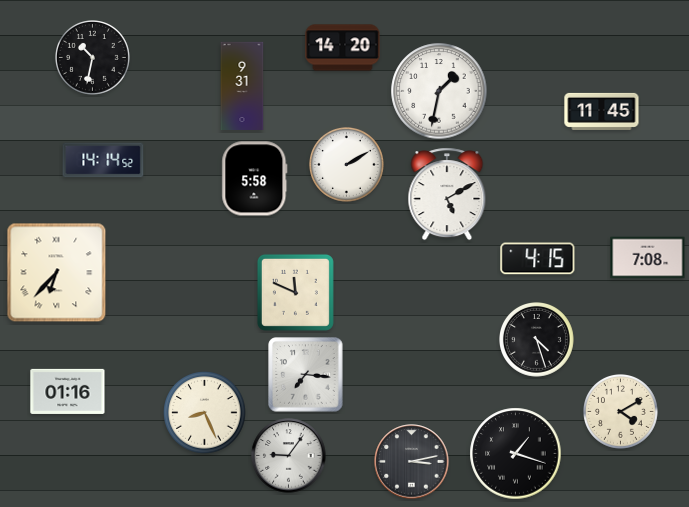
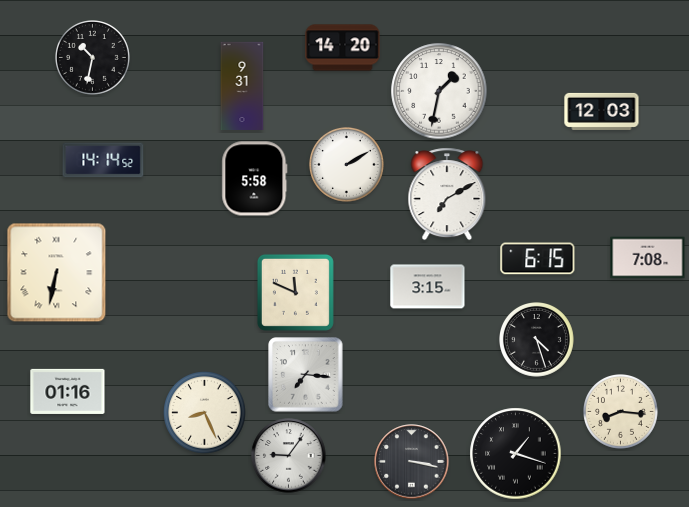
clock at (602, 111): 11:45 -> 12:03
clock at (447, 194): 5:10 -> 7:10
clock at (538, 259): 4:15 -> 6:15
clock at (57, 273): 6:37 -> 6:32
clock at (428, 287): none -> 3:15
clock at (621, 412): 4:10 -> 8:16
clock at (412, 462): 3:13 -> 3:17
